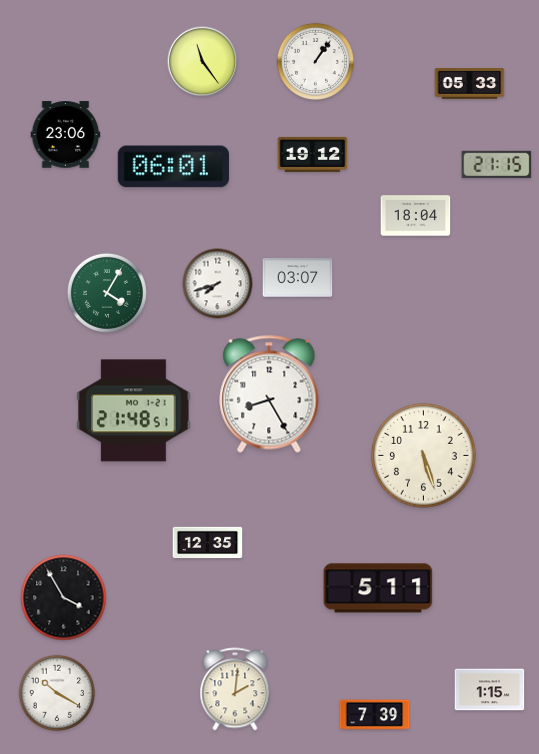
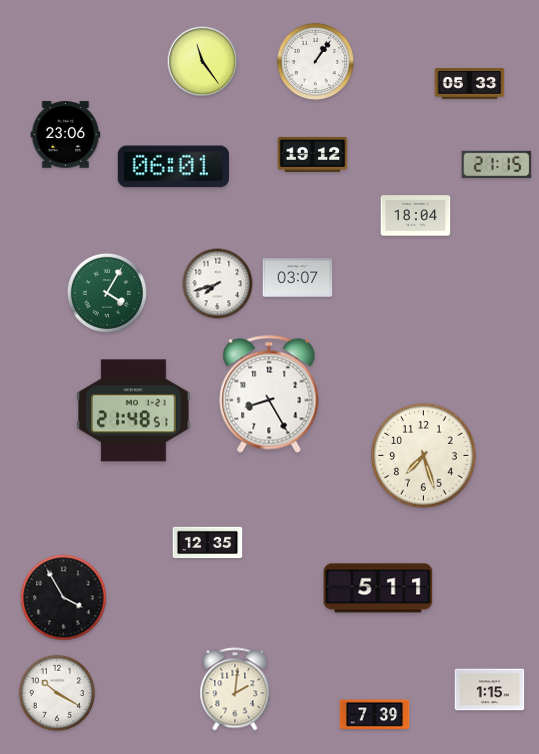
clock at (424, 456): 5:27 -> 7:27
